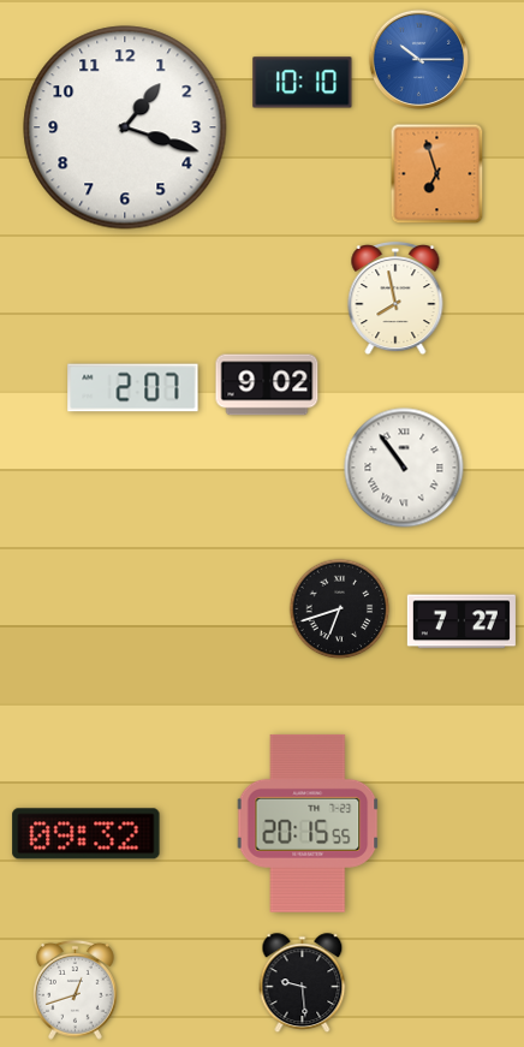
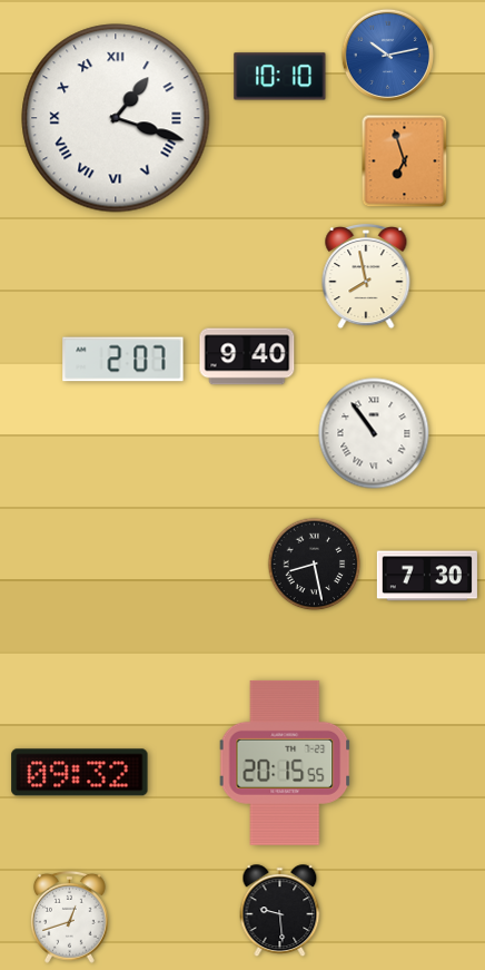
clock at (418, 59): 10:15 -> 10:13
clock at (125, 127) numerals: Arabic -> Roman
clock at (267, 385): 9:02 -> 9:40
clock at (340, 609): 6:42 -> 8:28
clock at (462, 621): 7:27 -> 7:30
